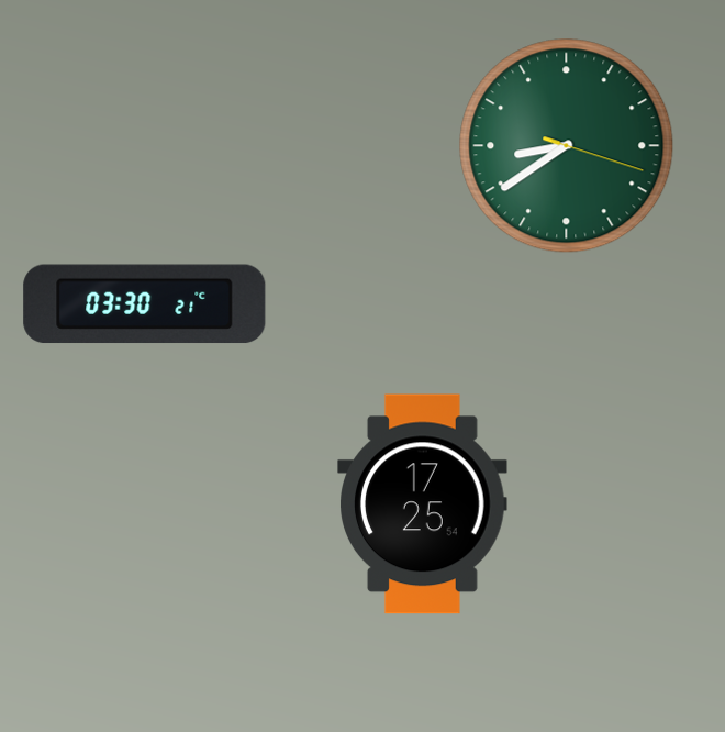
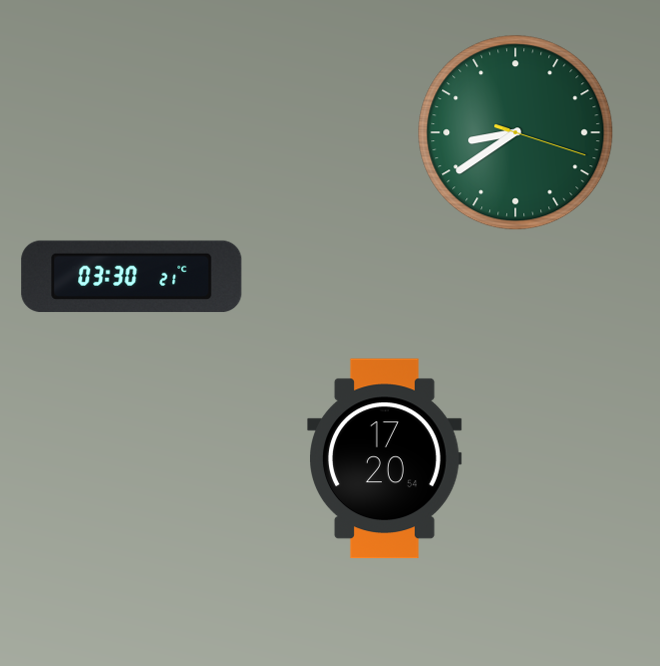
clock at (423, 504): 17:25 -> 17:20
